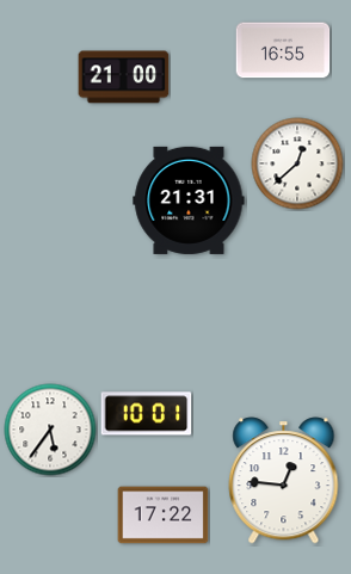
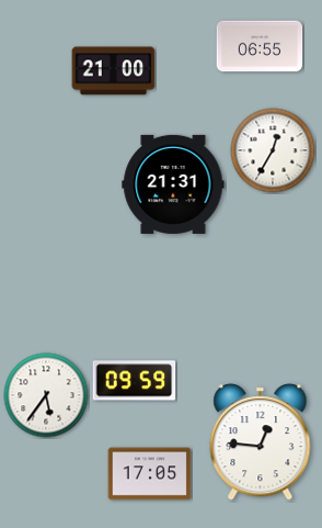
clock at (283, 50): 16:55 -> 06:55
clock at (297, 163): 12:38 -> 12:35
clock at (147, 414): 10:01 -> 09:59
clock at (164, 516): 17:22 -> 17:05
